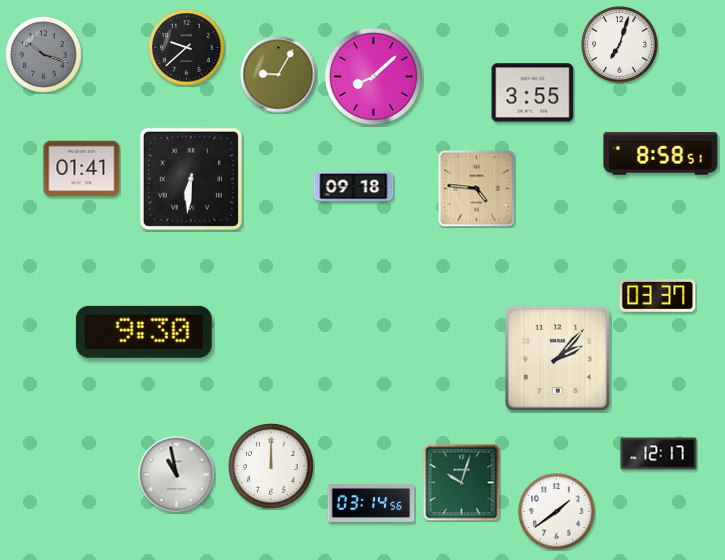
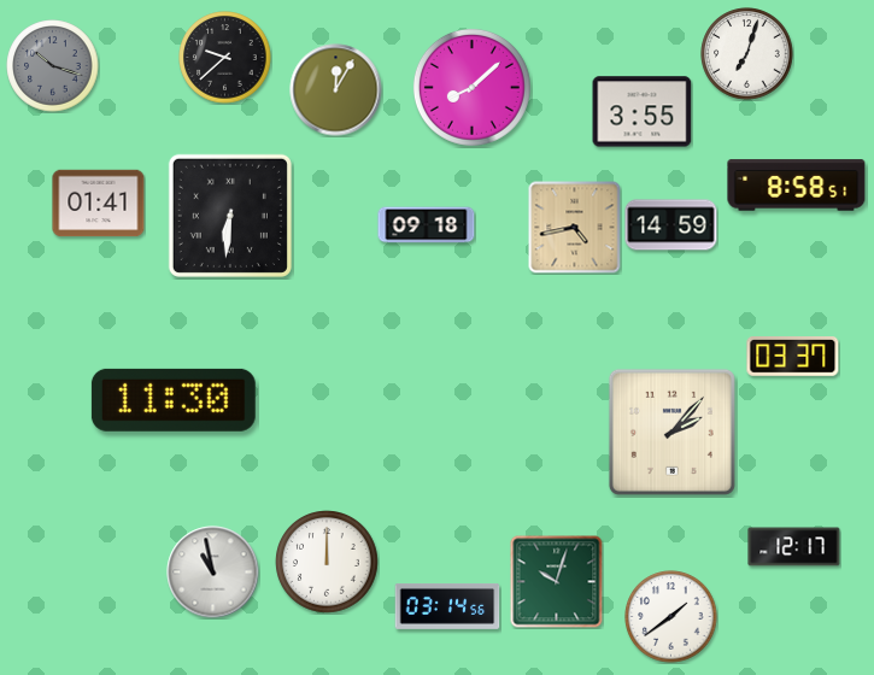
clock at (279, 75): 9:05 -> 12:05
clock at (373, 76) position: (373, 76) -> (471, 87)
clock at (671, 225): none -> 14:59
clock at (477, 189): 4:46 -> 4:43
clock at (144, 332): 9:30 -> 11:30
